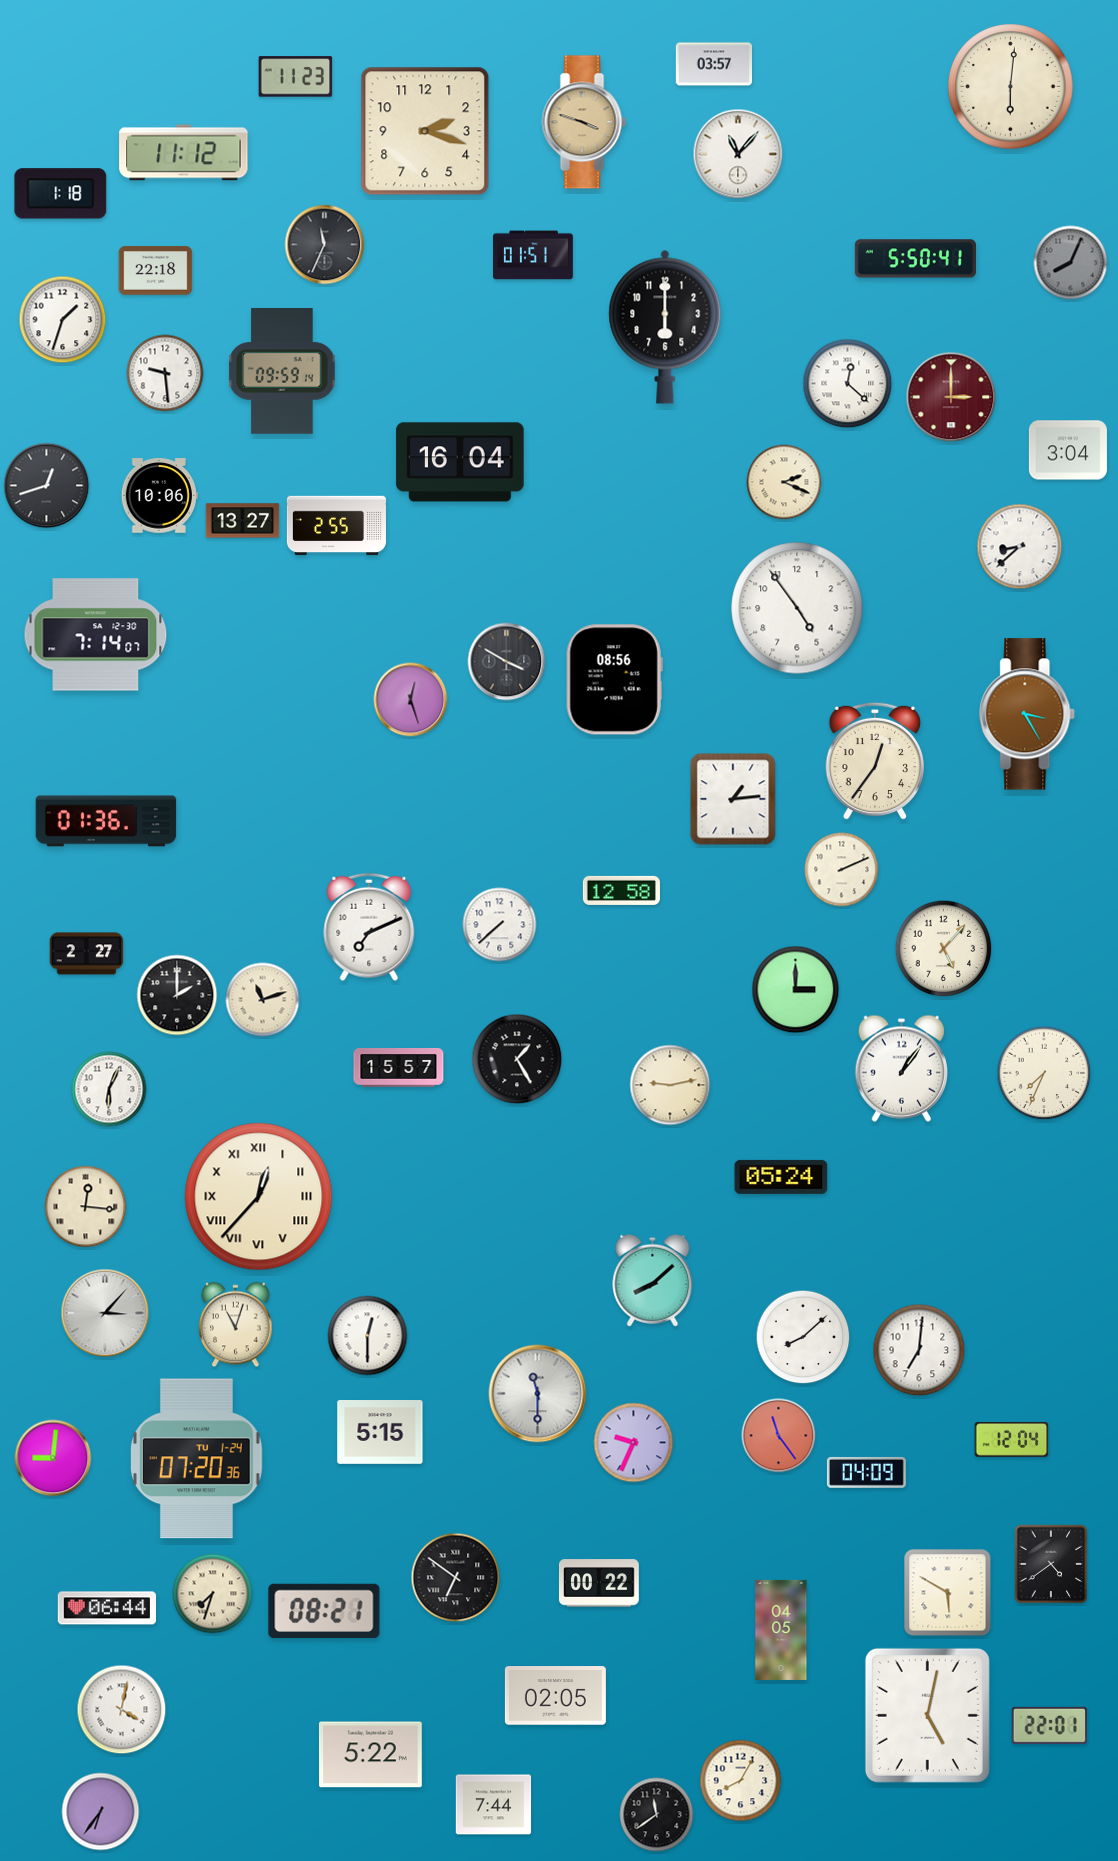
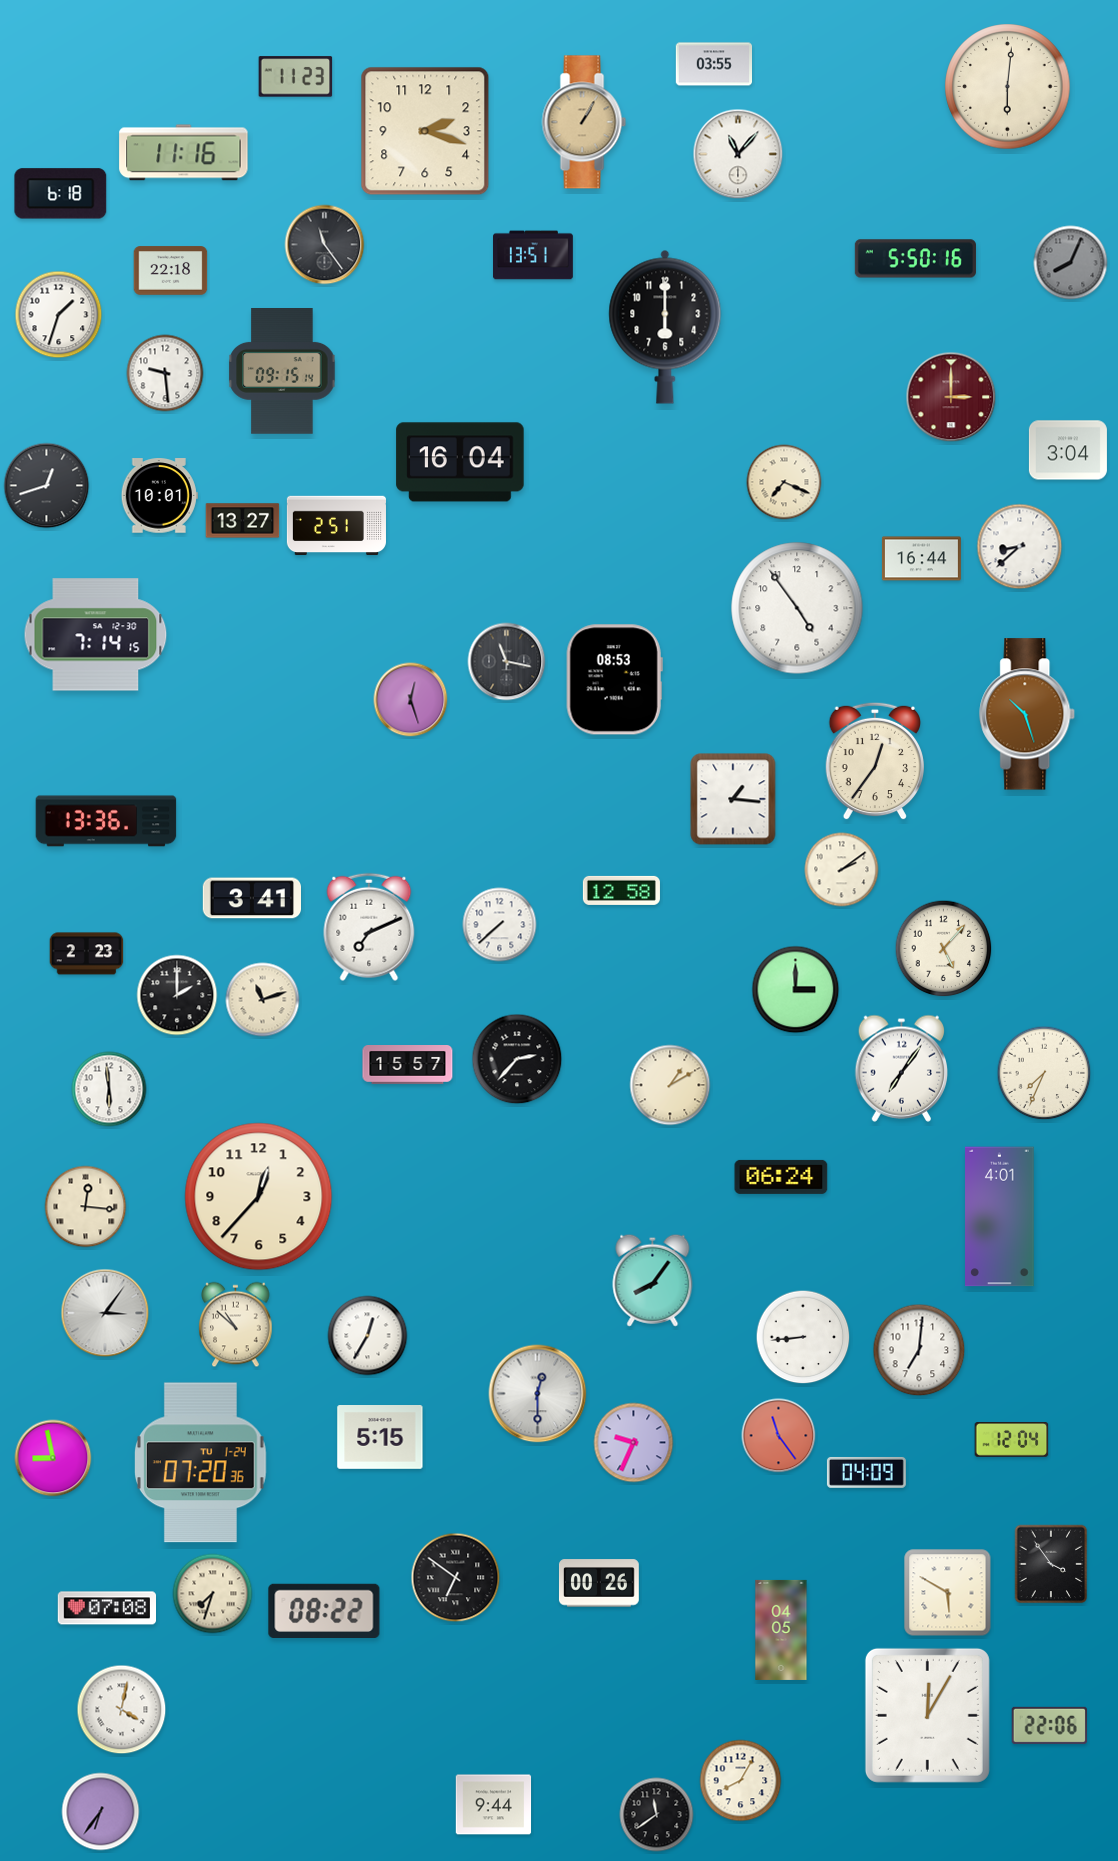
clock at (713, 64): 03:57 -> 03:55
clock at (1011, 87) position: (1011, 87) -> (1008, 87)
clock at (584, 122): 3:48 -> 1:05
clock at (184, 153): 11:12 -> 11:16
clock at (61, 194): 1:18 -> 6:18
clock at (325, 245): 11:34 -> 11:24
clock at (534, 255): 01:51 -> 13:51
clock at (915, 259): 5:50:41 -> 5:50:16
clock at (156, 271) position: (156, 271) -> (171, 271)
clock at (63, 320) position: (63, 320) -> (59, 315)
clock at (282, 371): 09:59 -> 09:15
clock at (848, 384): 12:22 -> none
clock at (784, 482): 2:19 -> 7:19
clock at (159, 496): 10:06 -> 10:01
clock at (336, 526): 2:55 -> 2:51
clock at (921, 559): none -> 16:44
clock at (96, 635): 7:14:07 -> 7:14:15
clock at (507, 662): 3:50 -> 11:17
clock at (614, 680): 08:56 -> 08:53
clock at (1028, 714): 3:25 -> 10:27
clock at (733, 799): 1:14 -> 1:16
clock at (106, 821): 01:36 -> 13:36
clock at (842, 870): 2:11 -> 2:09
clock at (251, 898): none -> 3:41
clock at (87, 954): 2:27 -> 2:23
clock at (517, 1059): 1:25 -> 2:37
clock at (399, 1068) position: (399, 1068) -> (408, 1065)
clock at (901, 1068): 1:06 -> 7:06
clock at (670, 1085): 9:13 -> 1:10
clock at (109, 1089): 6:04 -> 5:59
clock at (781, 1177): 05:24 -> 06:24
clock at (259, 1197) numerals: Roman -> Arabic
clock at (1000, 1217): none -> 4:01
clock at (653, 1280): 8:08 -> 8:06
clock at (105, 1313): 3:07 -> 3:06
clock at (236, 1325): 11:03 -> 10:52
clock at (368, 1336): 12:30 -> 12:35
clock at (803, 1337): 8:08 -> 8:44
clock at (538, 1394): 11:30 -> 12:30
clock at (380, 1433) position: (380, 1433) -> (380, 1438)
clock at (53, 1458): 9:01 -> 8:58
clock at (197, 1459) position: (197, 1459) -> (201, 1463)
clock at (1051, 1564): 4:39 -> 3:54
clock at (599, 1583): 00:22 -> 00:26
clock at (106, 1608): 06:44 -> 07:08
clock at (324, 1610): 08:21 -> 08:22
clock at (555, 1696): 02:05 -> none
clock at (927, 1715): 5:02 -> 12:05
clock at (1049, 1725): 22:01 -> 22:06
clock at (371, 1755): 5:22 -> none
clock at (494, 1805): 7:44 -> 9:44
